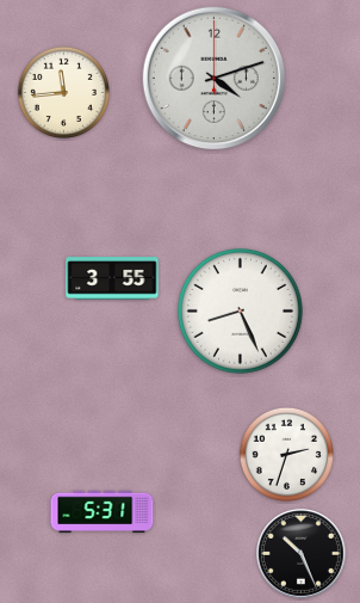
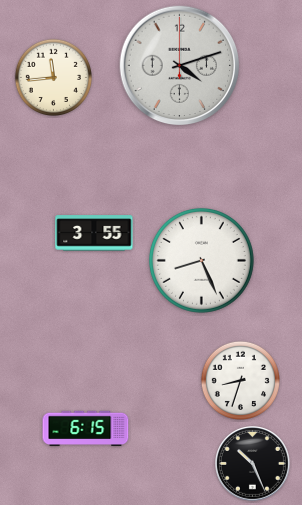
clock at (286, 454): 2:33 -> 8:33
clock at (103, 512): 5:31 -> 6:15
